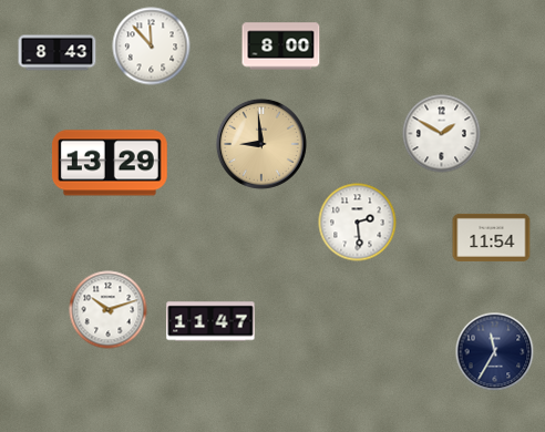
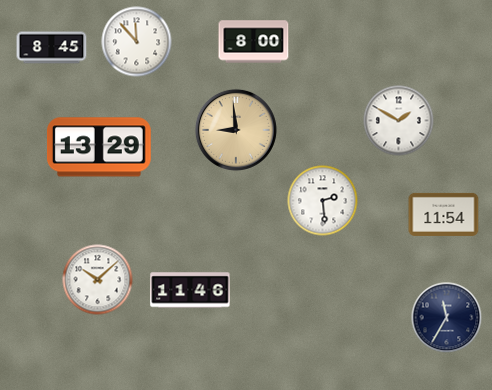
clock at (58, 53): 8:43 -> 8:45
clock at (109, 310): 10:12 -> 10:08
clock at (210, 321): 11:47 -> 11:46
